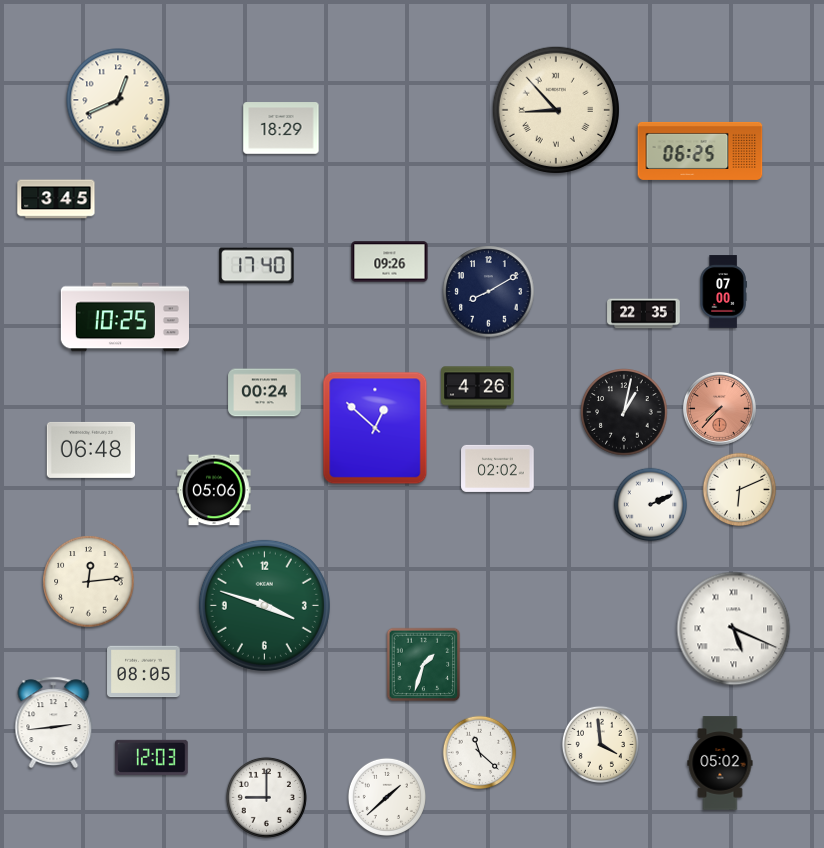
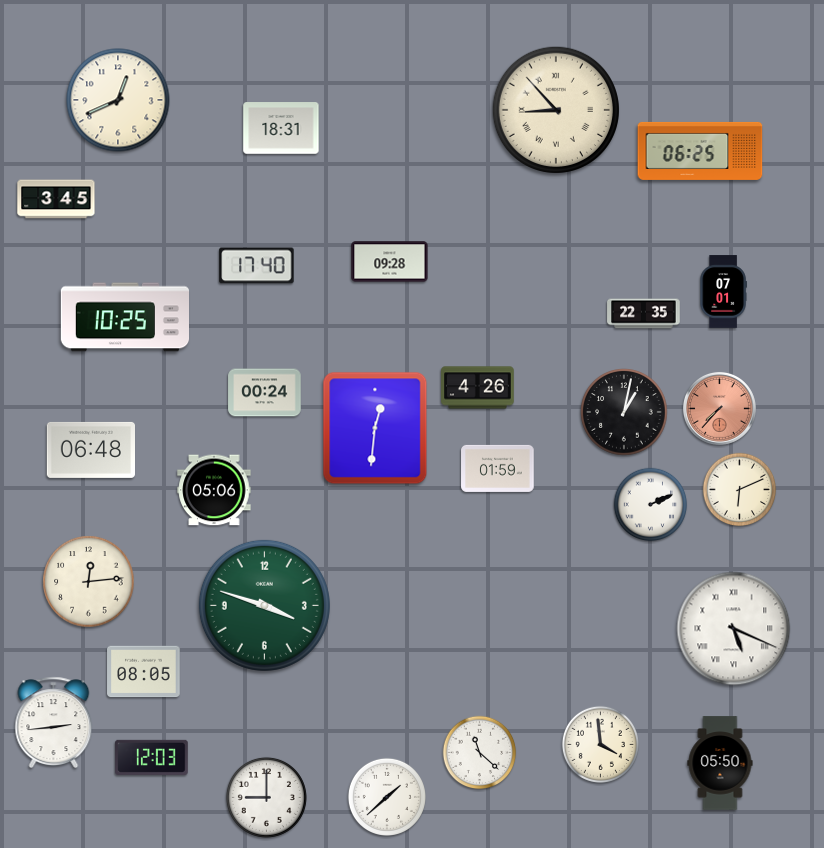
clock at (281, 128): 18:29 -> 18:31
clock at (390, 262): 09:26 -> 09:28
clock at (489, 292): 8:10 -> none
clock at (723, 292): 07:00 -> 07:01
clock at (375, 428): 12:52 -> 12:31
clock at (498, 468): 02:02 -> 01:59
clock at (424, 665): 1:33 -> none
clock at (720, 763): 05:02 -> 05:50
